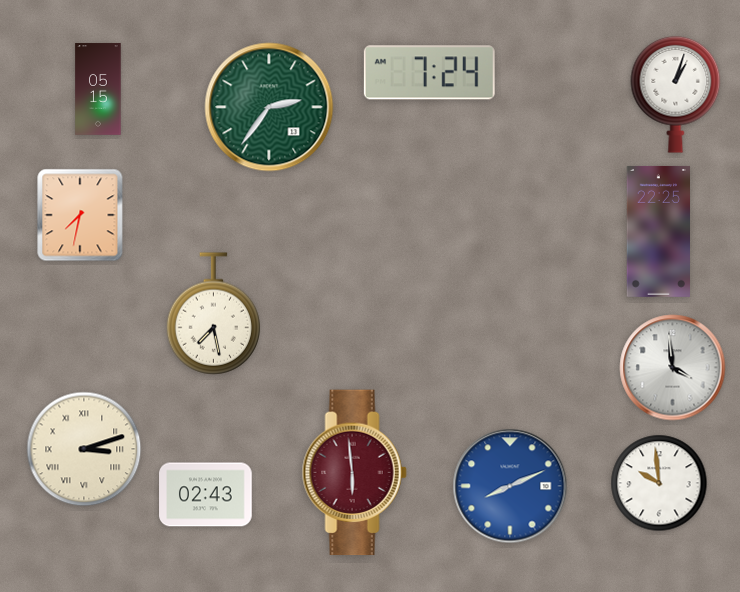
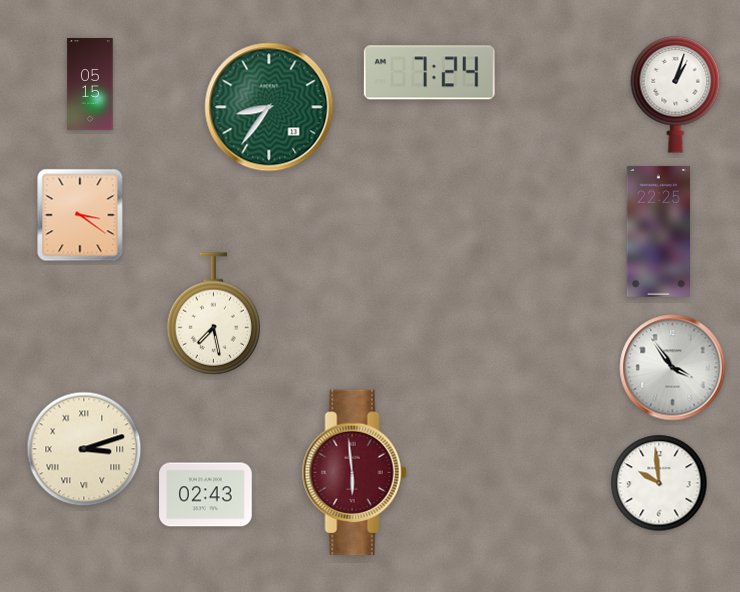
clock at (98, 89) position: (98, 89) -> (90, 84)
clock at (269, 107): 2:36 -> 8:36
clock at (80, 215): 7:32 -> 3:21
clock at (673, 368): 3:59 -> 3:54
clock at (510, 486): 8:11 -> none
